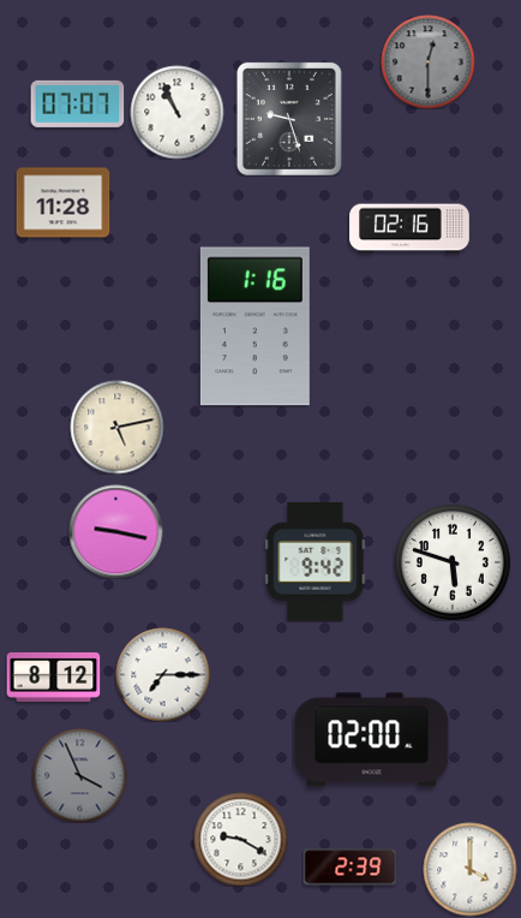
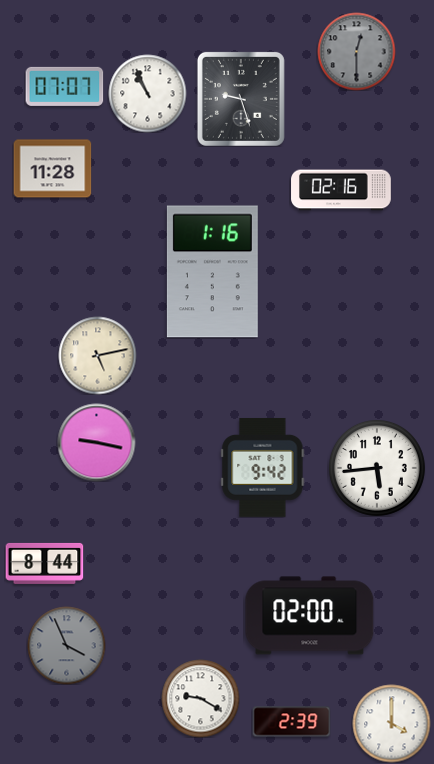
clock at (453, 562): 5:48 -> 5:44
clock at (162, 674): 7:15 -> none
clock at (53, 676): 8:12 -> 8:44
